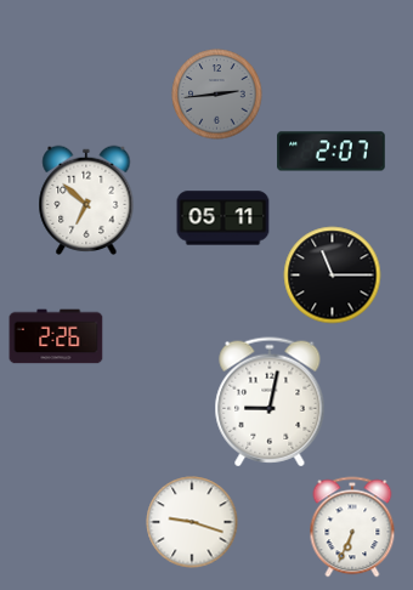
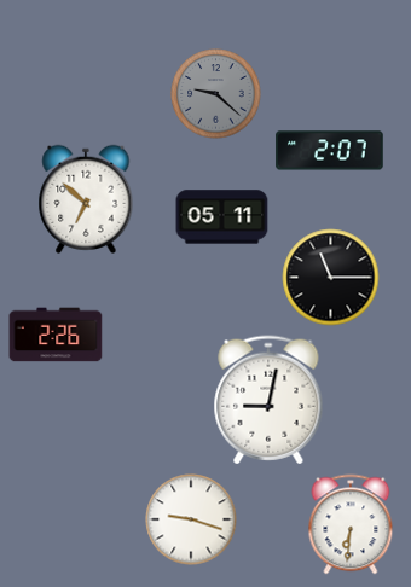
clock at (217, 95): 2:44 -> 9:22
clock at (333, 276) position: (333, 276) -> (331, 278)
clock at (352, 527): 6:34 -> 6:31
